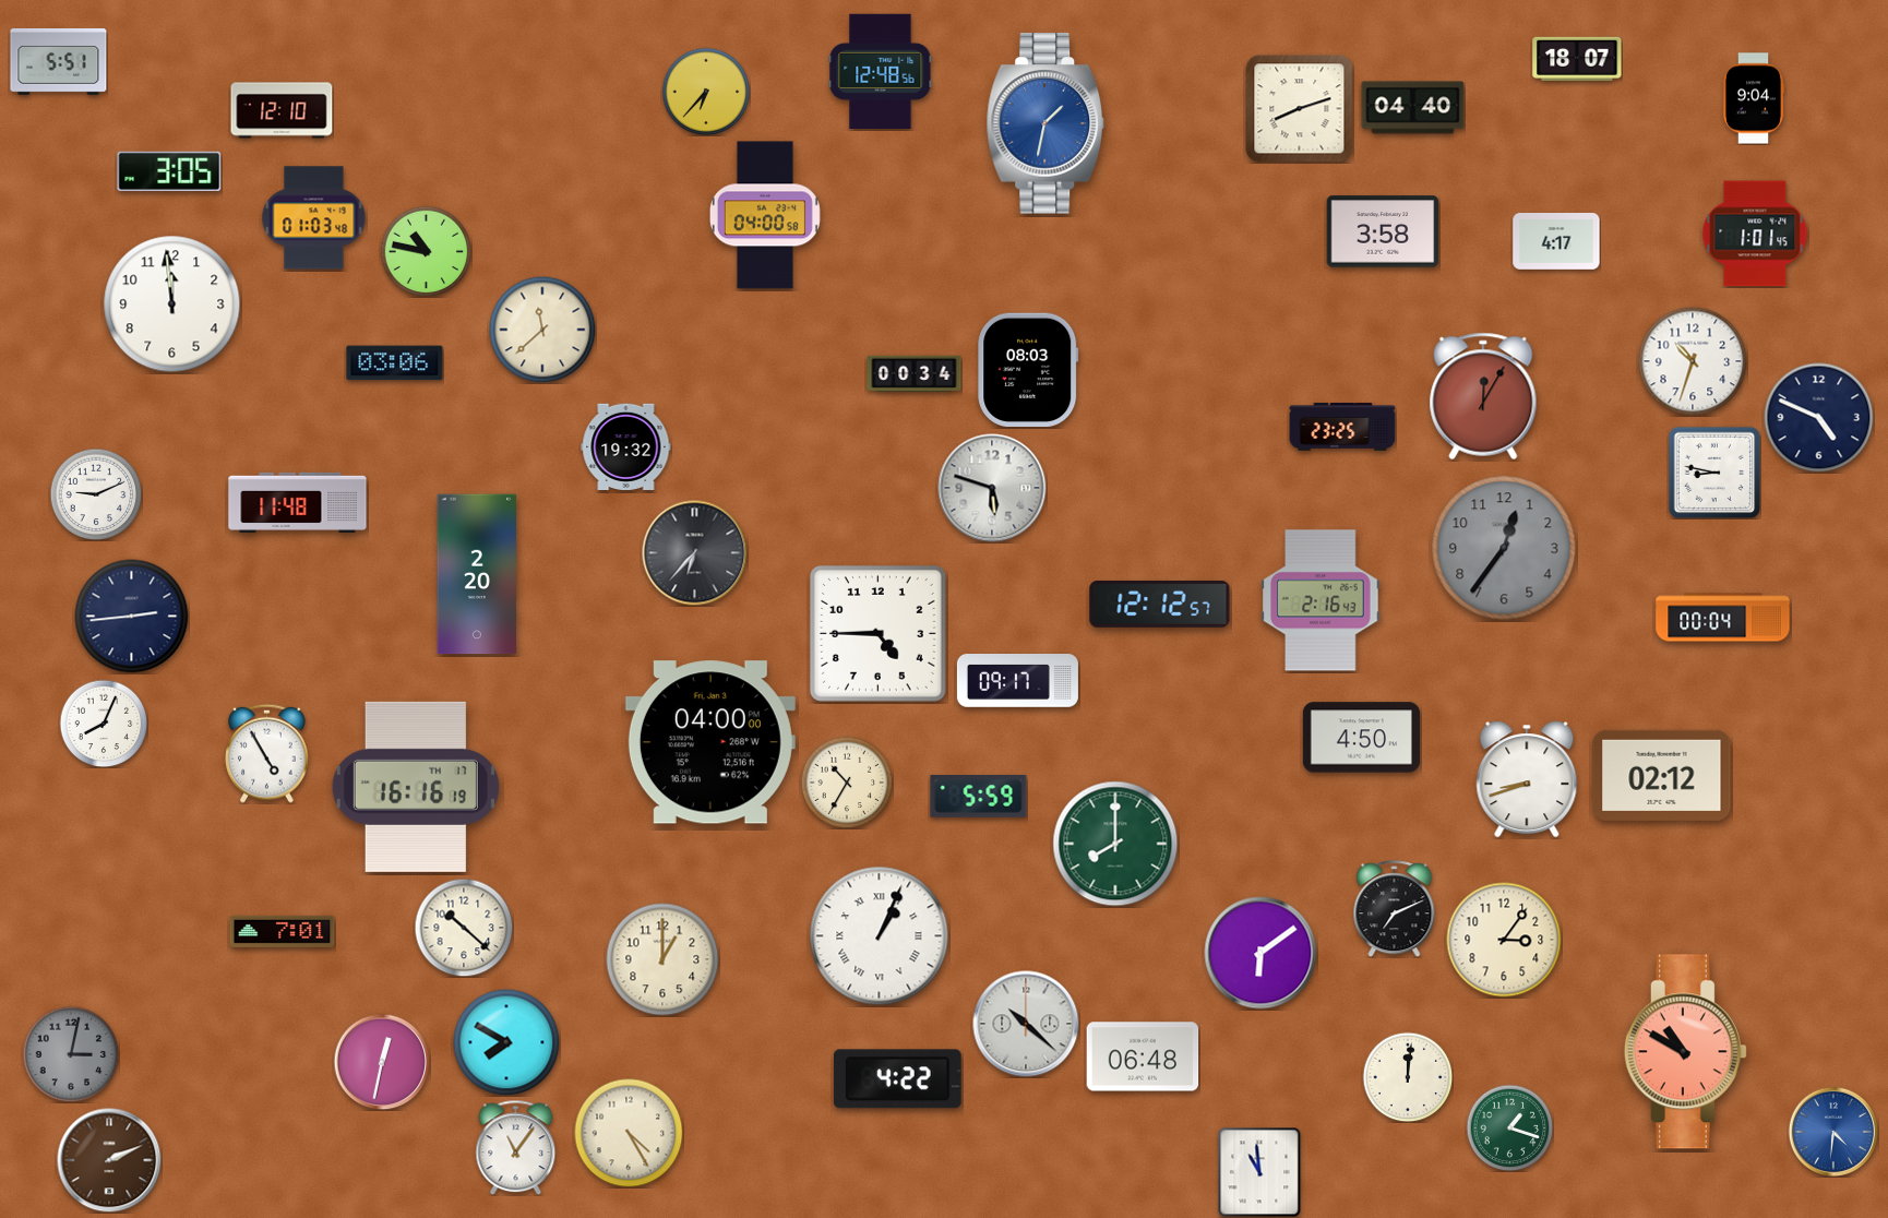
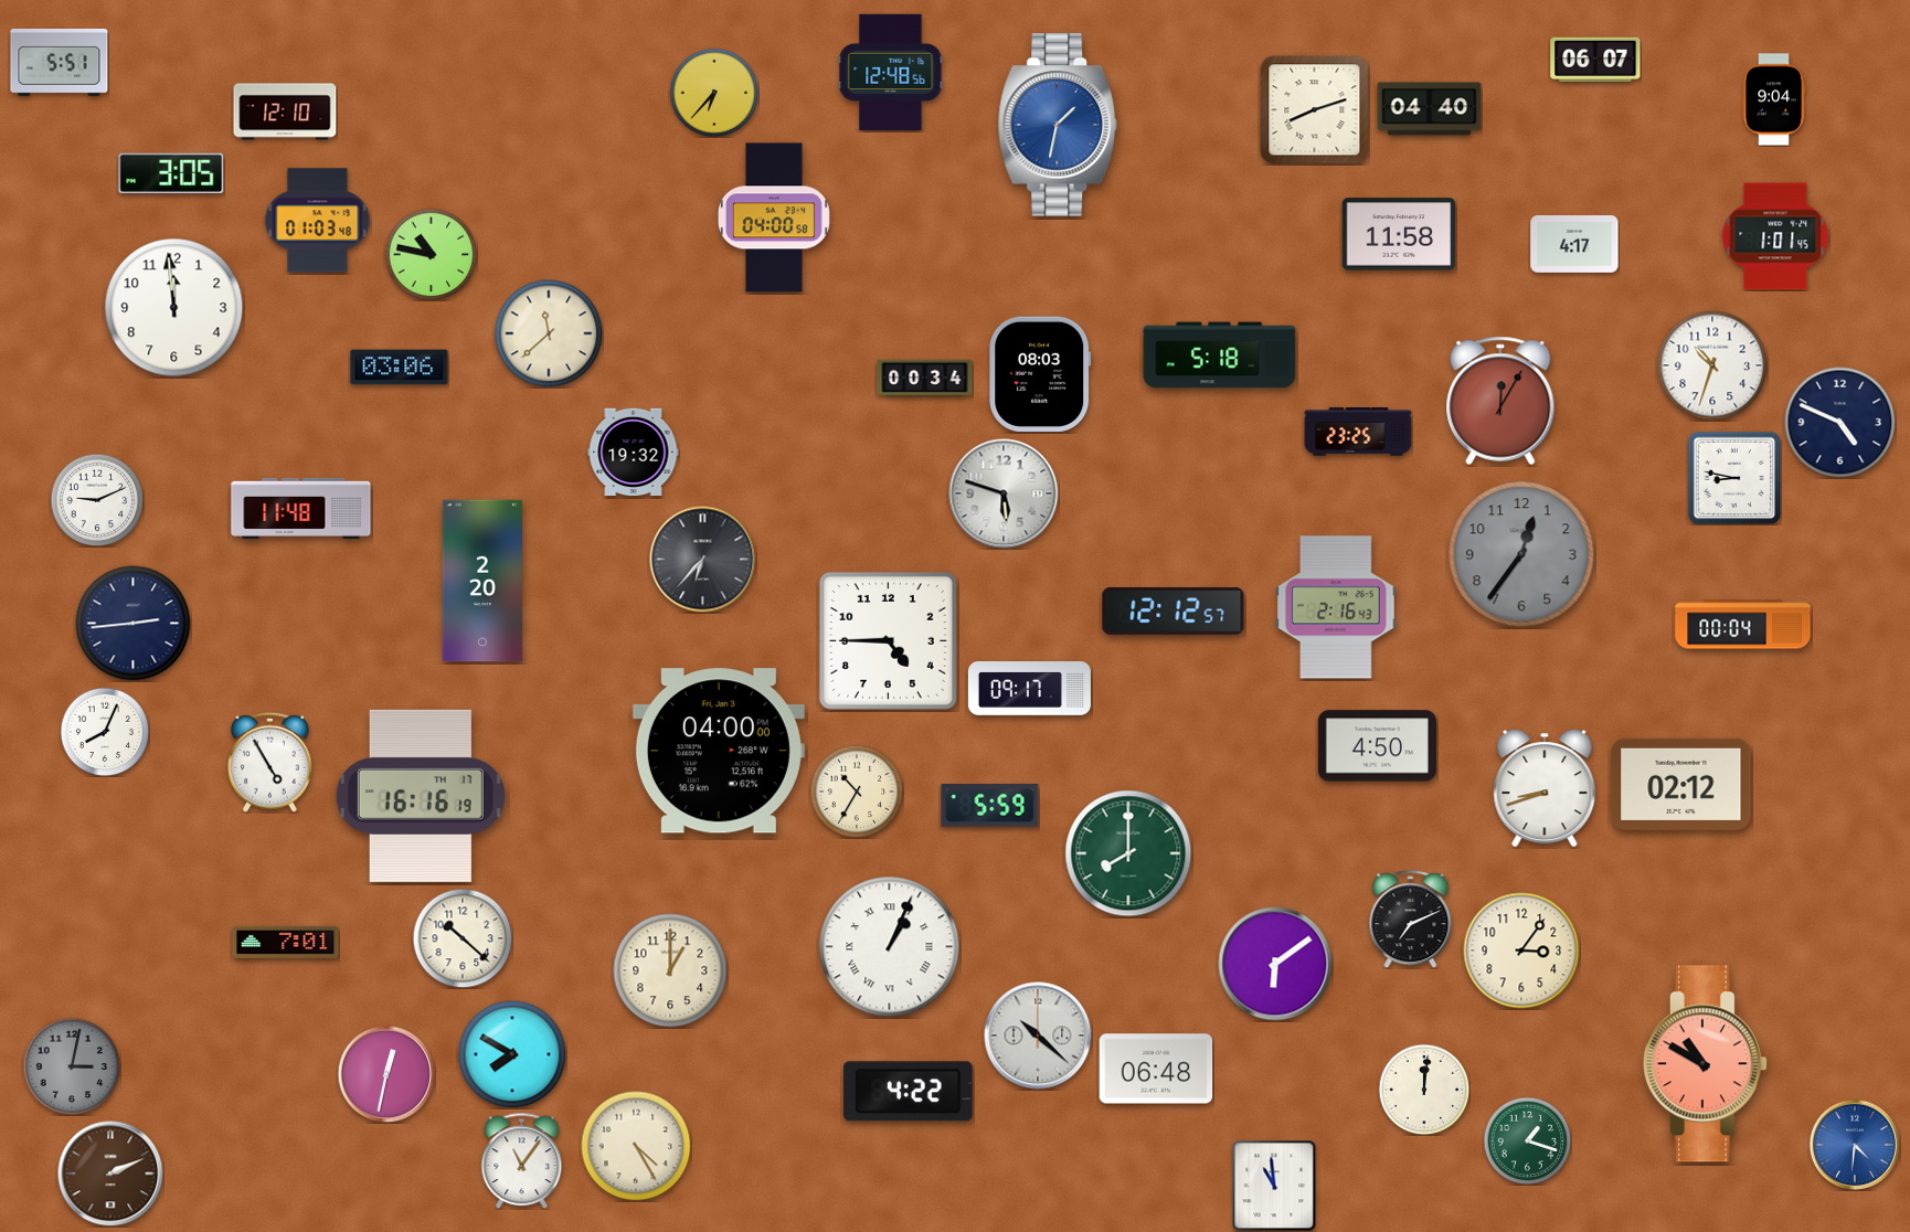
clock at (1577, 58): 18:07 -> 06:07
clock at (1383, 231): 3:58 -> 11:58
clock at (1220, 355): none -> 5:18
clock at (464, 928) position: (464, 928) -> (463, 938)
